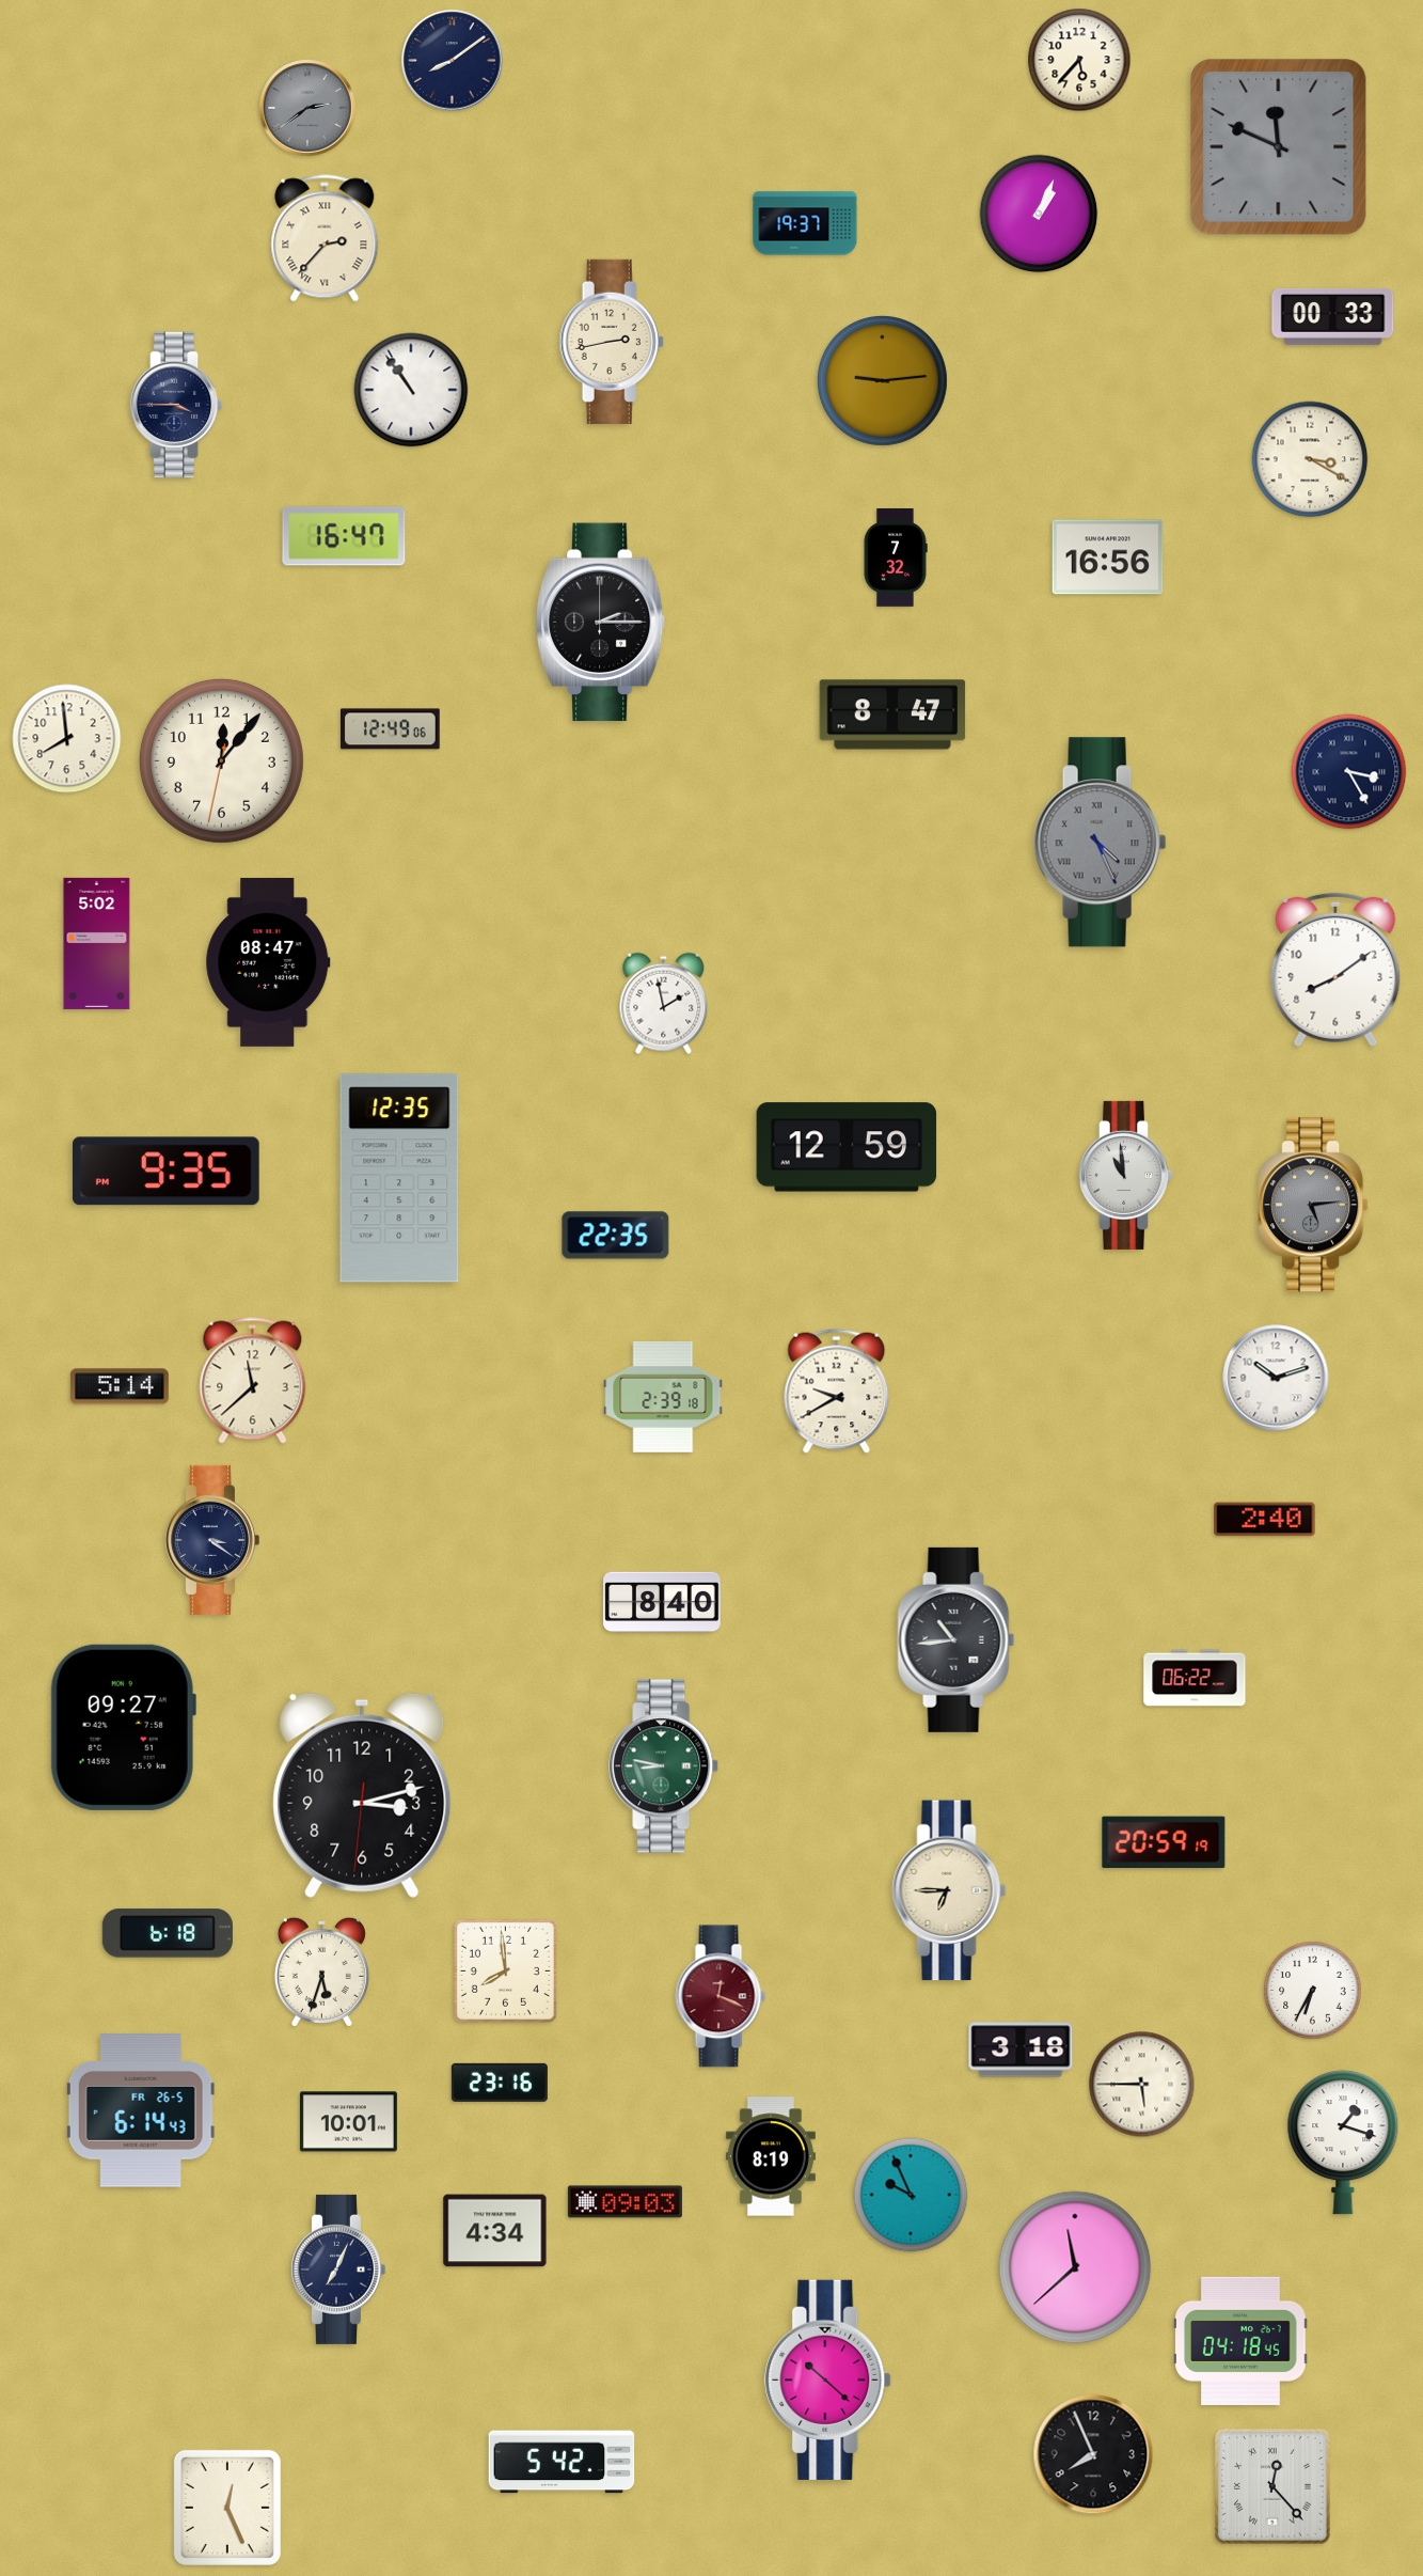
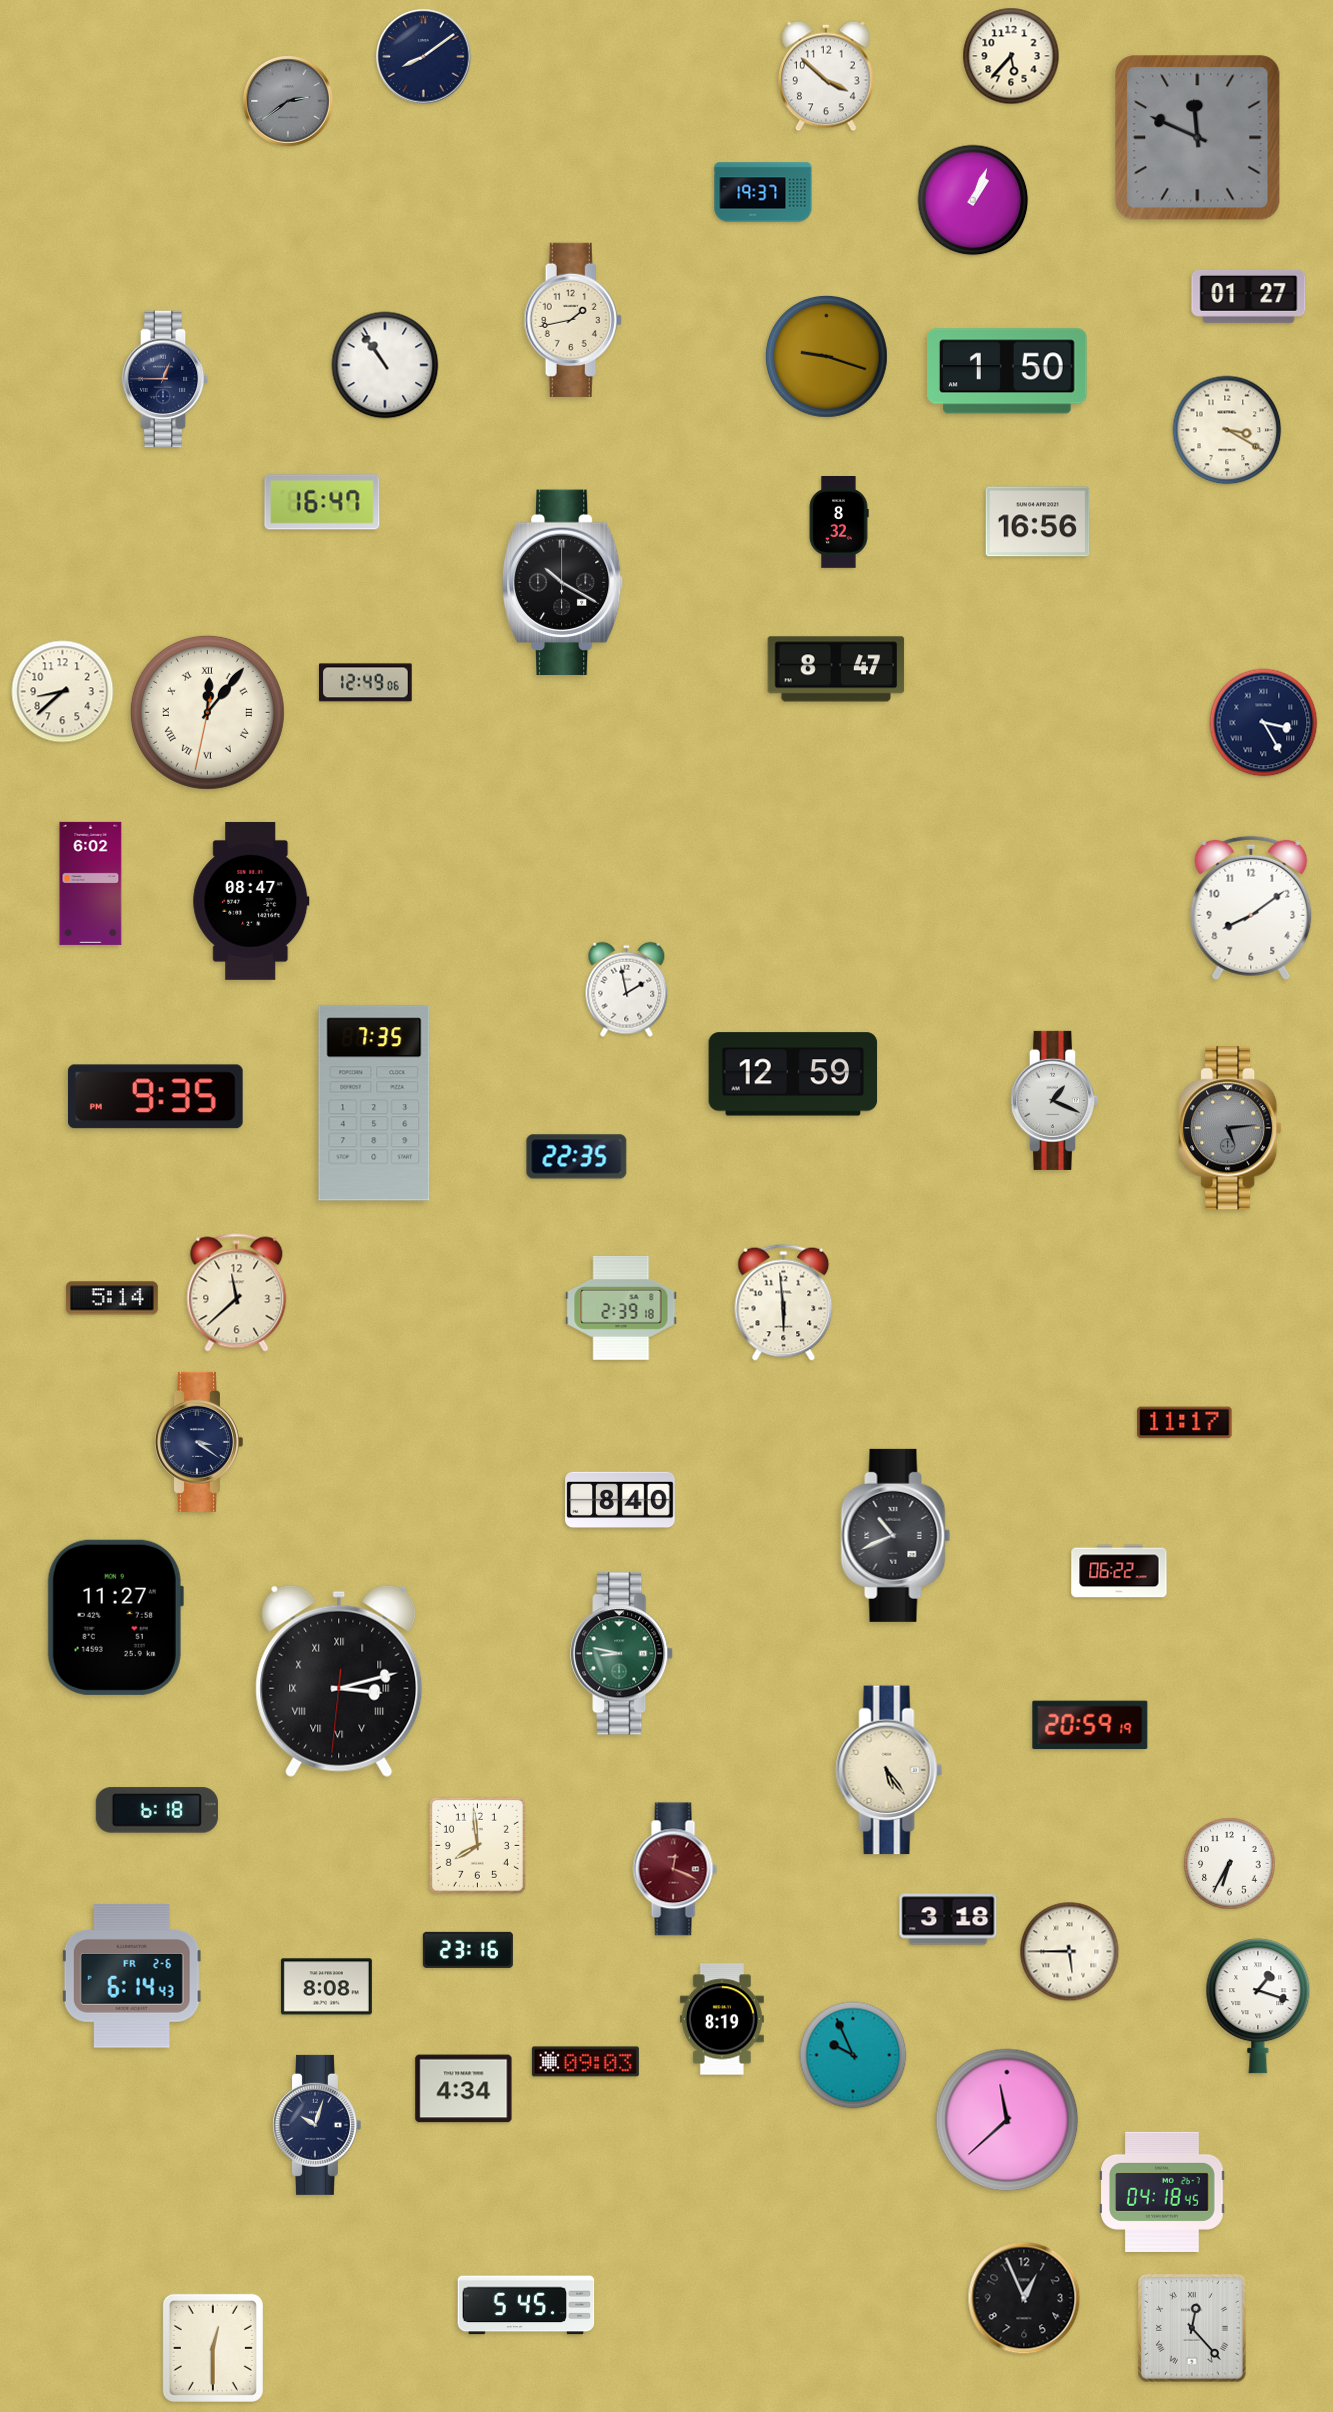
clock at (827, 76): none -> 3:52
clock at (805, 223) position: (805, 223) -> (763, 192)
clock at (325, 238): 2:37 -> none
clock at (1333, 316): 00:33 -> 01:27
clock at (612, 342): 2:43 -> 1:43
clock at (882, 380): 9:14 -> 9:18
clock at (1007, 371): none -> 1:50
clock at (176, 405): 3:45 -> 12:45
clock at (896, 559): 7:32 -> 8:32
clock at (601, 623): 2:15 -> 10:20
clock at (67, 739): 7:59 -> 8:38
clock at (221, 760) numerals: Arabic -> Roman
clock at (1101, 843): 4:26 -> none
clock at (97, 943): 5:02 -> 6:02
clock at (664, 1004) position: (664, 1004) -> (627, 990)
clock at (1125, 1175): 10:59 -> 1:19
clock at (399, 1178): 12:35 -> 7:35
clock at (1276, 1378): 10:12 -> none
clock at (837, 1391): 9:40 -> 5:59
clock at (1265, 1520): 2:40 -> 11:17
clock at (956, 1639): 10:44 -> 10:41
clock at (123, 1727): 09:27 -> 11:27
clock at (362, 1795) numerals: Arabic -> Roman
clock at (949, 1890): 6:45 -> 5:24
clock at (505, 1970) position: (505, 1970) -> (477, 1845)
clock at (321, 1972): 5:33 -> none
clock at (1021, 2049) position: (1021, 2049) -> (948, 1919)
clock at (141, 2110) date: FR 26-5 -> FR 2-6
clock at (348, 2122): 10:01 -> 8:08
clock at (1075, 2267) position: (1075, 2267) -> (1007, 2120)
clock at (337, 2269): 7:04 -> 10:03
clock at (828, 2379): 10:22 -> none
clock at (1093, 2454): 7:56 -> 12:56
clock at (562, 2462): 5:42 -> 5:45
clock at (227, 2508): 12:26 -> 12:30
